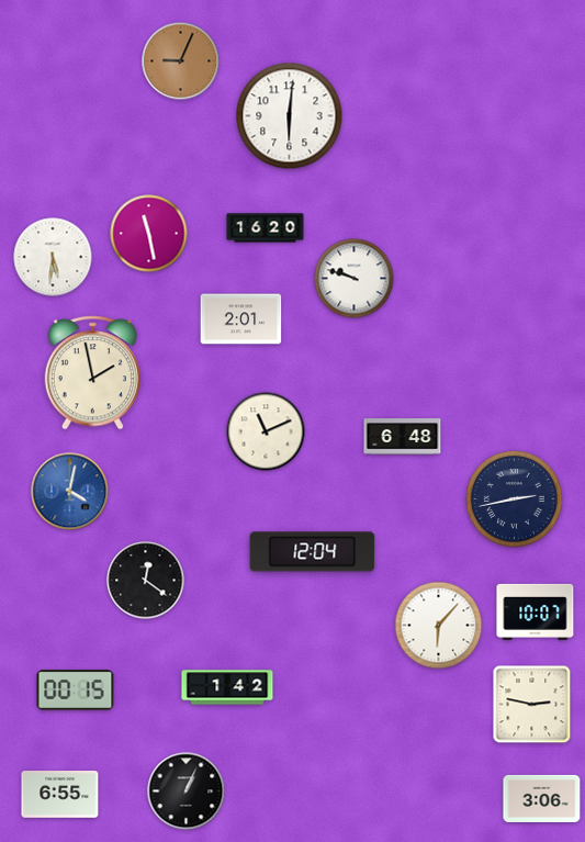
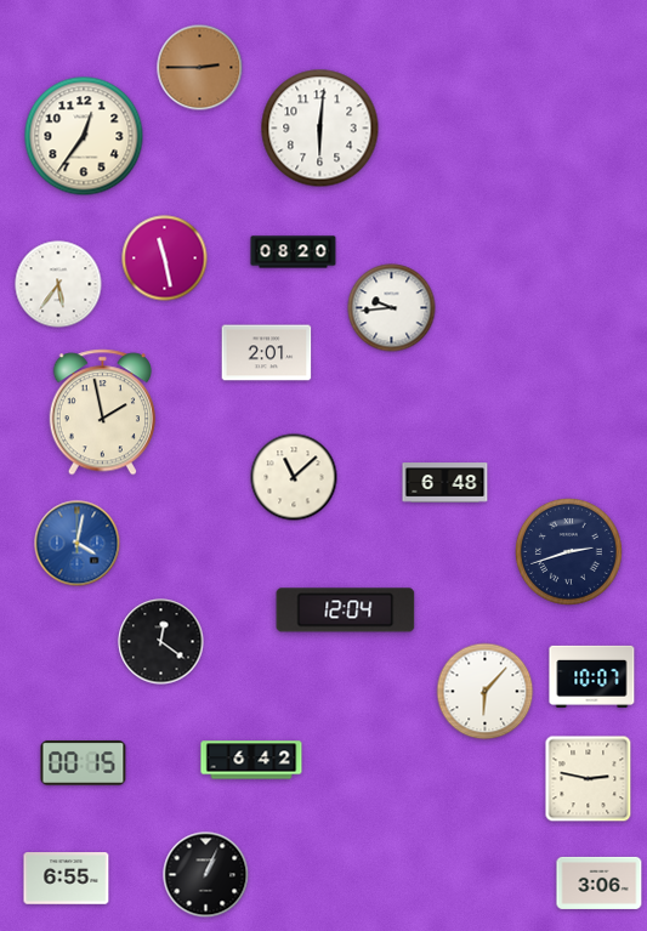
clock at (181, 61): 9:04 -> 2:45
clock at (84, 136): none -> 12:36
clock at (266, 228): 16:20 -> 08:20
clock at (53, 257): 5:31 -> 5:36
clock at (355, 279): 9:48 -> 9:44
clock at (266, 431): 11:11 -> 11:08
clock at (514, 498): 2:43 -> 2:42
clock at (227, 687): 1:42 -> 6:42
